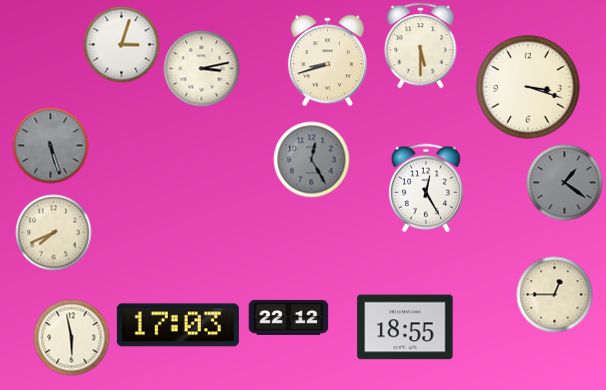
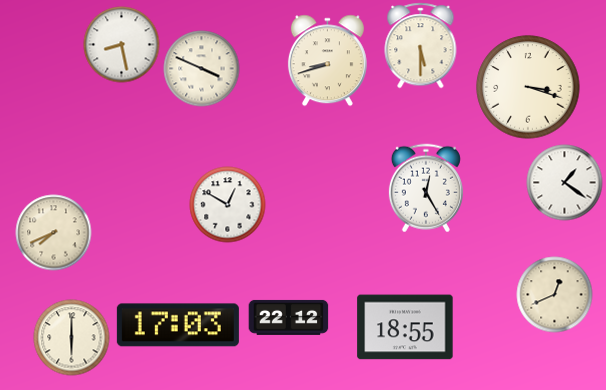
clock at (122, 45): 3:03 -> 8:28
clock at (202, 69): 3:13 -> 3:49
clock at (51, 146): 5:27 -> none
clock at (312, 160): 12:25 -> none
clock at (565, 183) dial: grey -> white
clock at (228, 205): none -> 12:50
clock at (555, 295): 12:45 -> 12:41
clock at (72, 338): 5:58 -> 6:00
